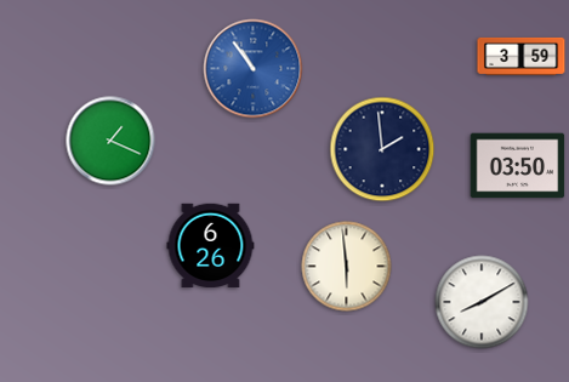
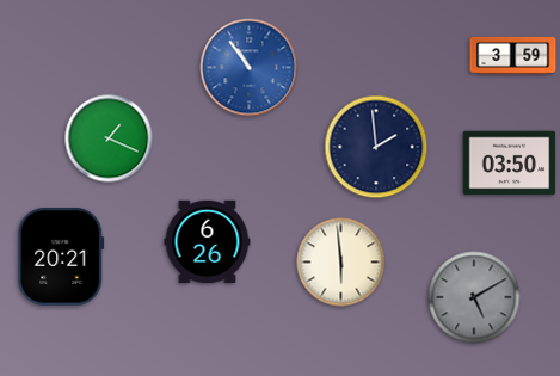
clock at (61, 257): none -> 20:21
clock at (482, 302): 8:10 -> 5:10
clock at (482, 302) dial: white -> grey
